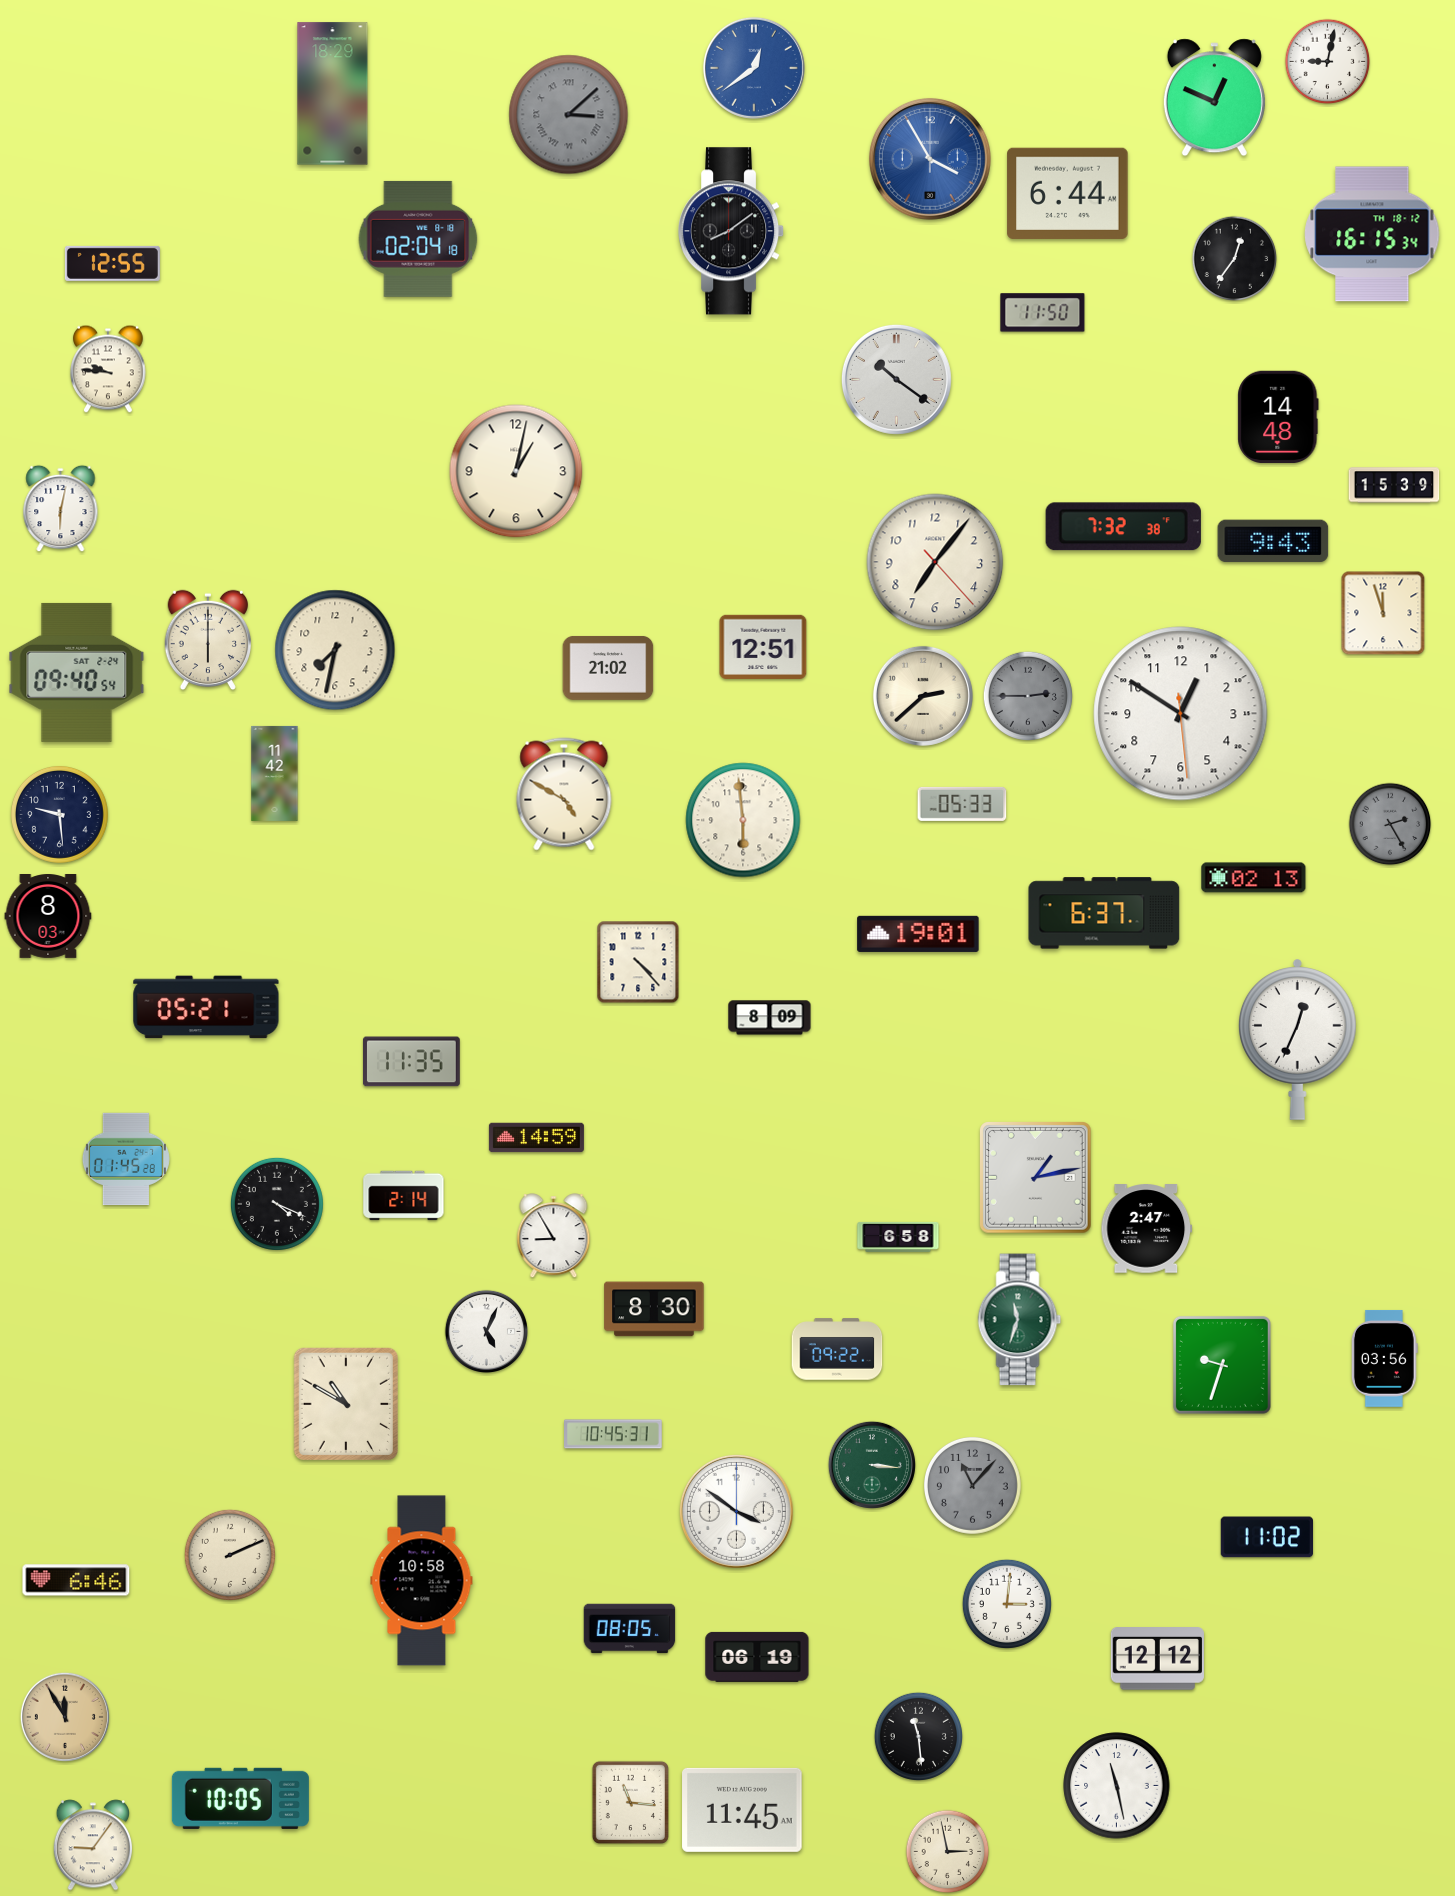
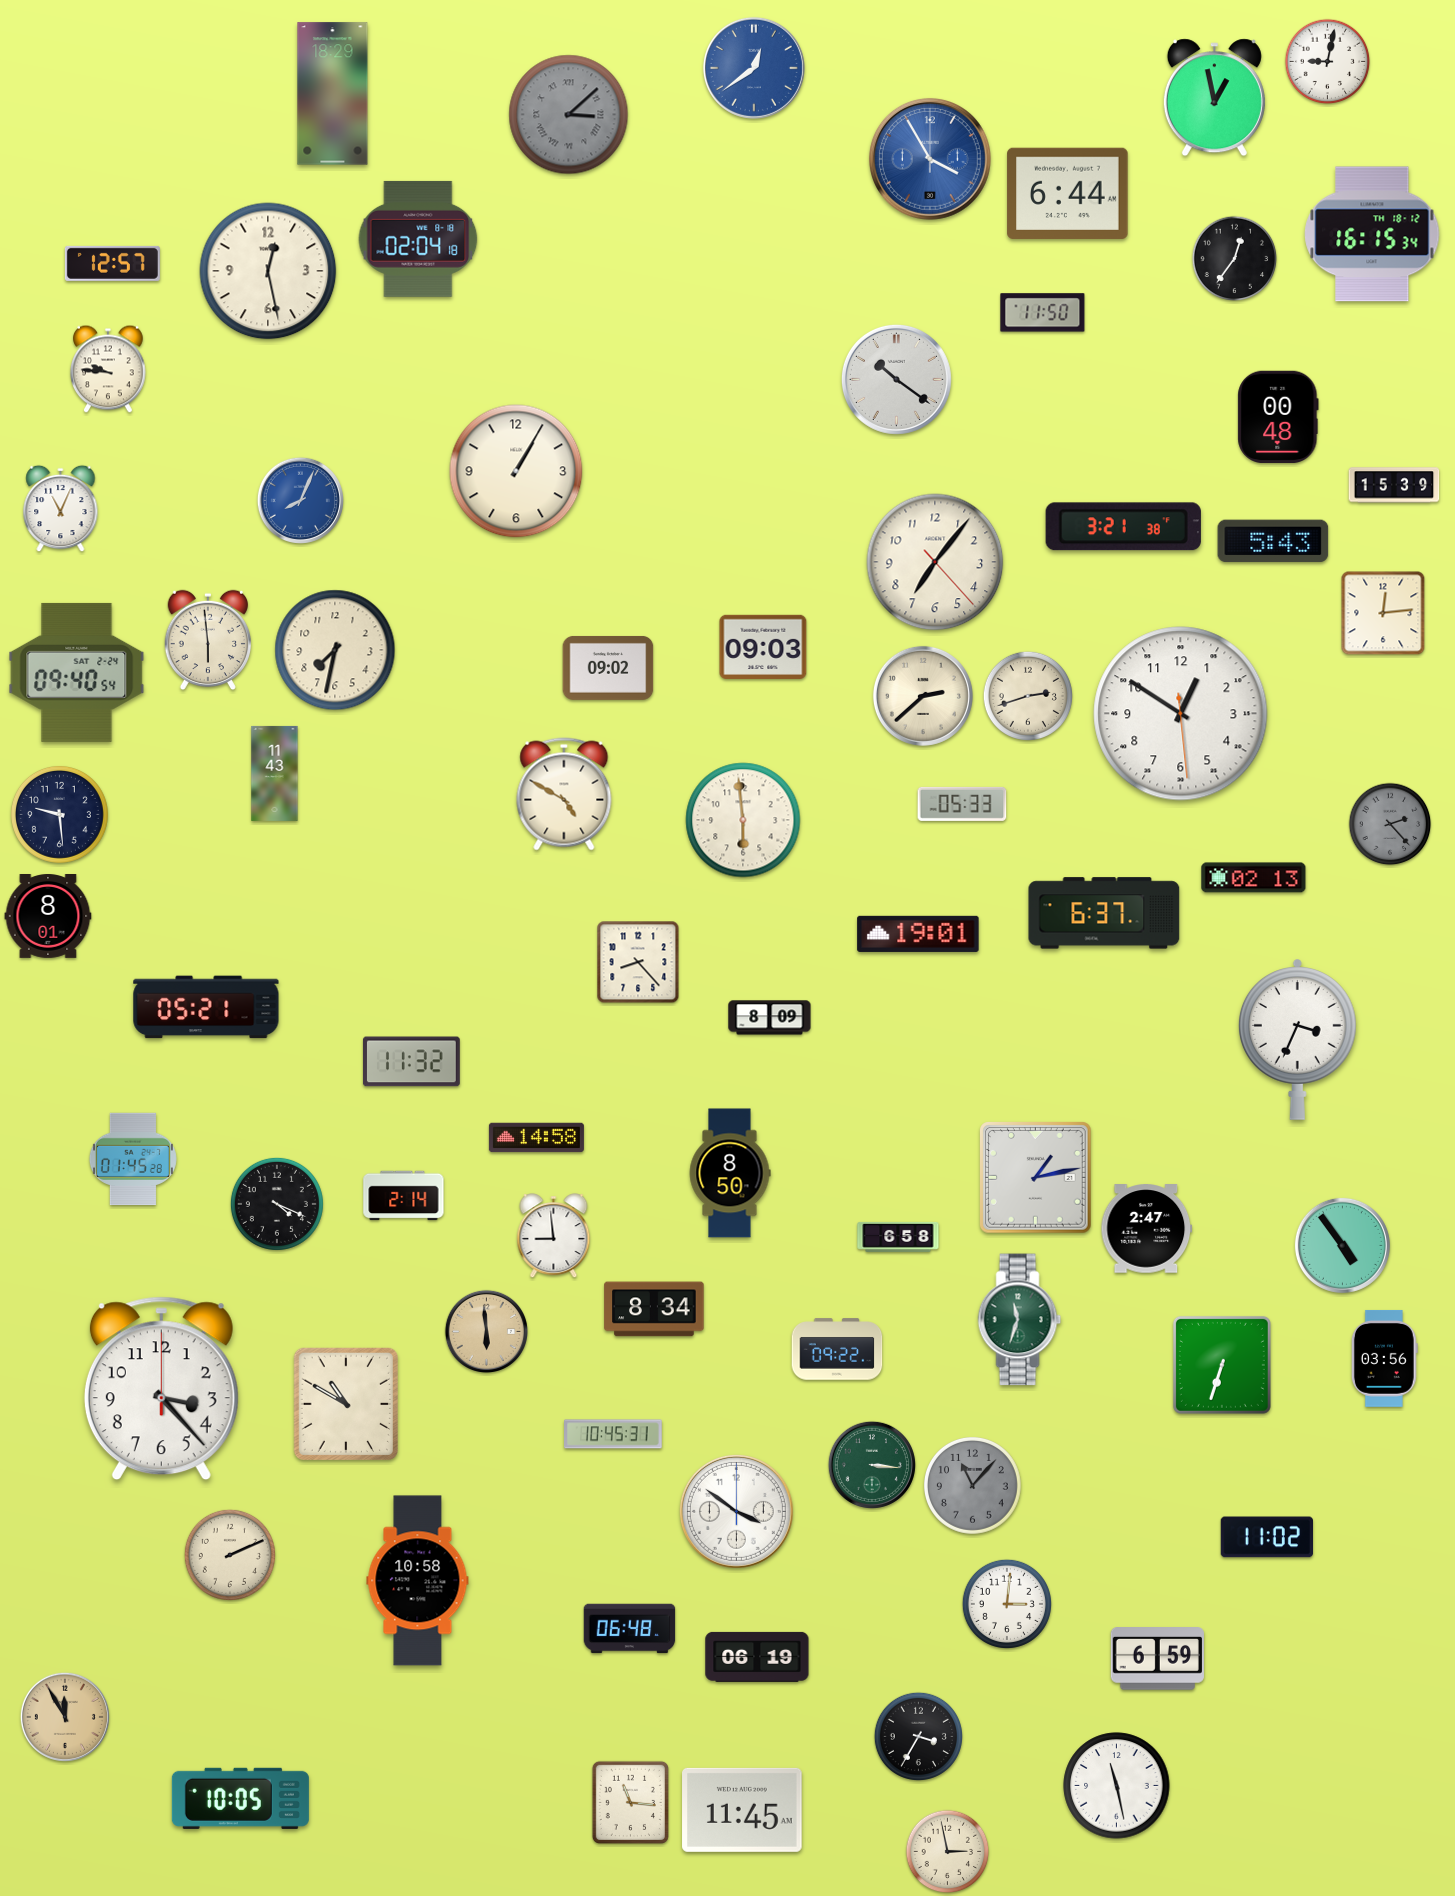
clock at (1214, 98): 12:49 -> 12:58
clock at (732, 231): 8:09 -> none
clock at (112, 263): 12:55 -> 12:57
clock at (268, 271): none -> 12:28
clock at (1278, 416): 14:48 -> 00:48
clock at (516, 471): 1:02 -> 1:05
clock at (300, 500): none -> 8:04
clock at (61, 509): 6:02 -> 11:04
clock at (1123, 527): 7:32 -> 3:21
clock at (1273, 541): 9:43 -> 5:43
clock at (1383, 613): 11:57 -> 12:14
clock at (207, 640): 6:00 -> 5:59
clock at (763, 647): 12:51 -> 09:03
clock at (608, 668): 21:02 -> 09:02
clock at (1028, 696): 2:45 -> 2:42
clock at (1028, 696) dial: grey -> cream
clock at (275, 773): 11:42 -> 11:43
clock at (1390, 824): 2:25 -> 2:23
clock at (48, 917): 8:03 -> 8:01
clock at (638, 962): 4:23 -> 8:23
clock at (1297, 1039): 12:34 -> 3:34
clock at (411, 1062): 11:35 -> 11:32
clock at (536, 1138): 14:59 -> 14:58
clock at (126, 1159) position: (126, 1159) -> (133, 1159)
clock at (730, 1173): none -> 8:50
clock at (554, 1236): 8:55 -> 8:59
clock at (1342, 1245): none -> 4:54
clock at (654, 1309): 8:30 -> 8:34
clock at (486, 1331): 5:04 -> 5:59
clock at (486, 1331) dial: white -> champagne
clock at (1222, 1365): 9:33 -> 6:33
clock at (161, 1389): none -> 3:23
clock at (76, 1580): 6:46 -> none
clock at (422, 1581) position: (422, 1581) -> (418, 1581)
clock at (630, 1629): 08:05 -> 06:48
clock at (1157, 1659): 12:12 -> 6:59
clock at (918, 1736): 11:29 -> 3:35
clock at (93, 1845): 9:06 -> none
